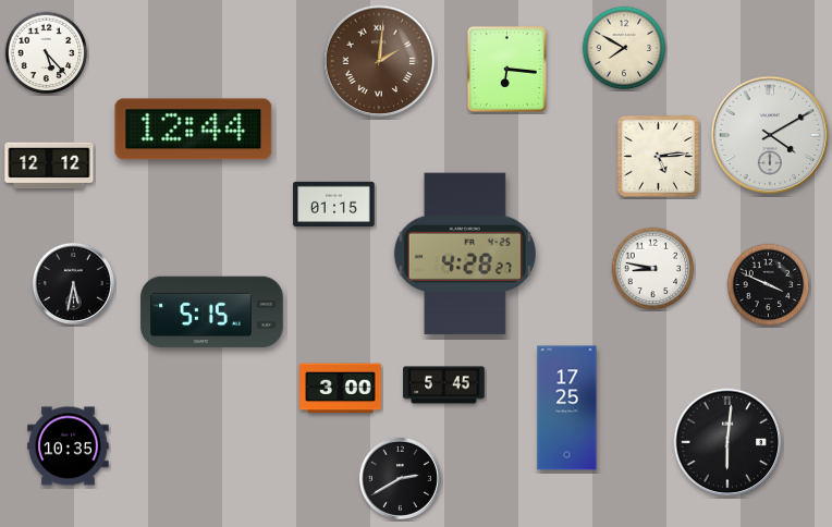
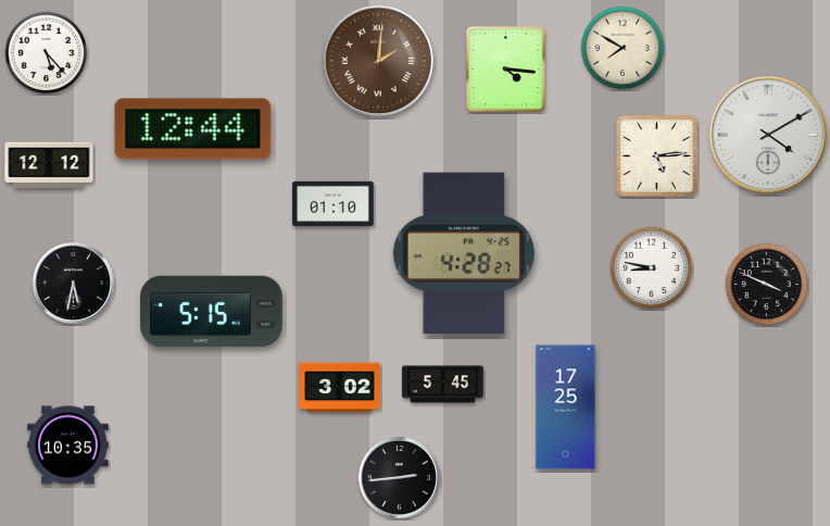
clock at (506, 69): 6:16 -> 4:16
clock at (334, 204): 01:15 -> 01:10
clock at (341, 389): 3:00 -> 3:02
clock at (727, 442): 6:01 -> none
clock at (400, 478): 2:40 -> 2:44
